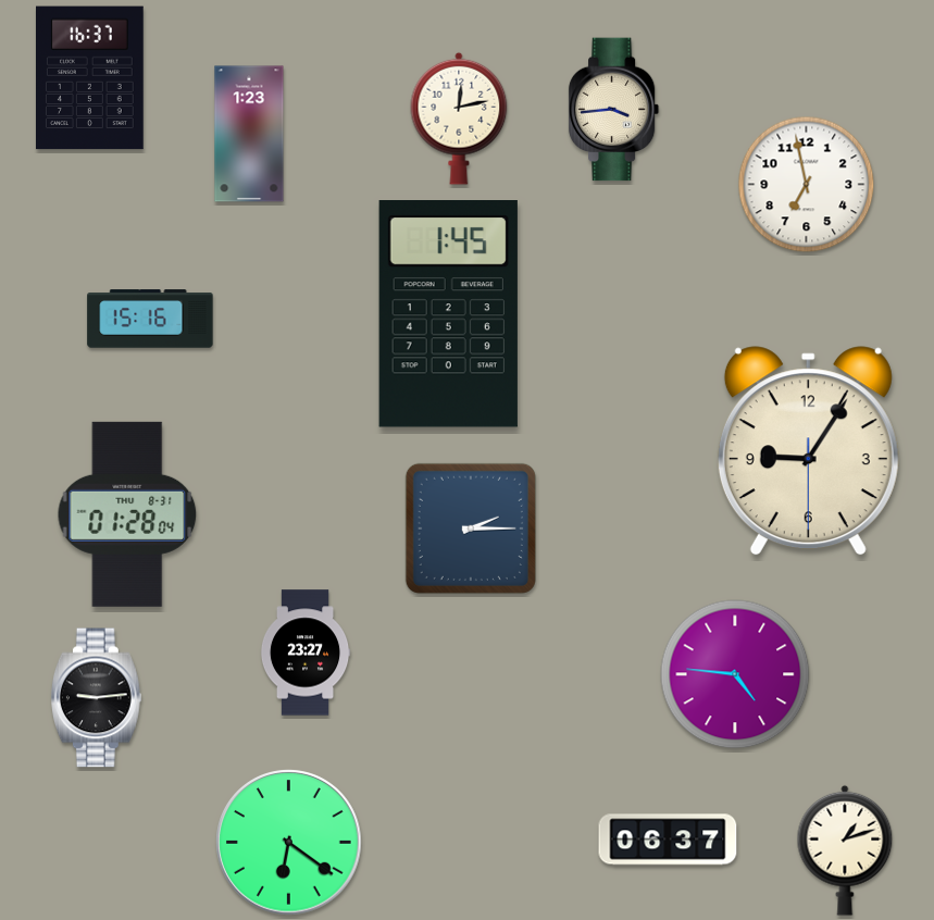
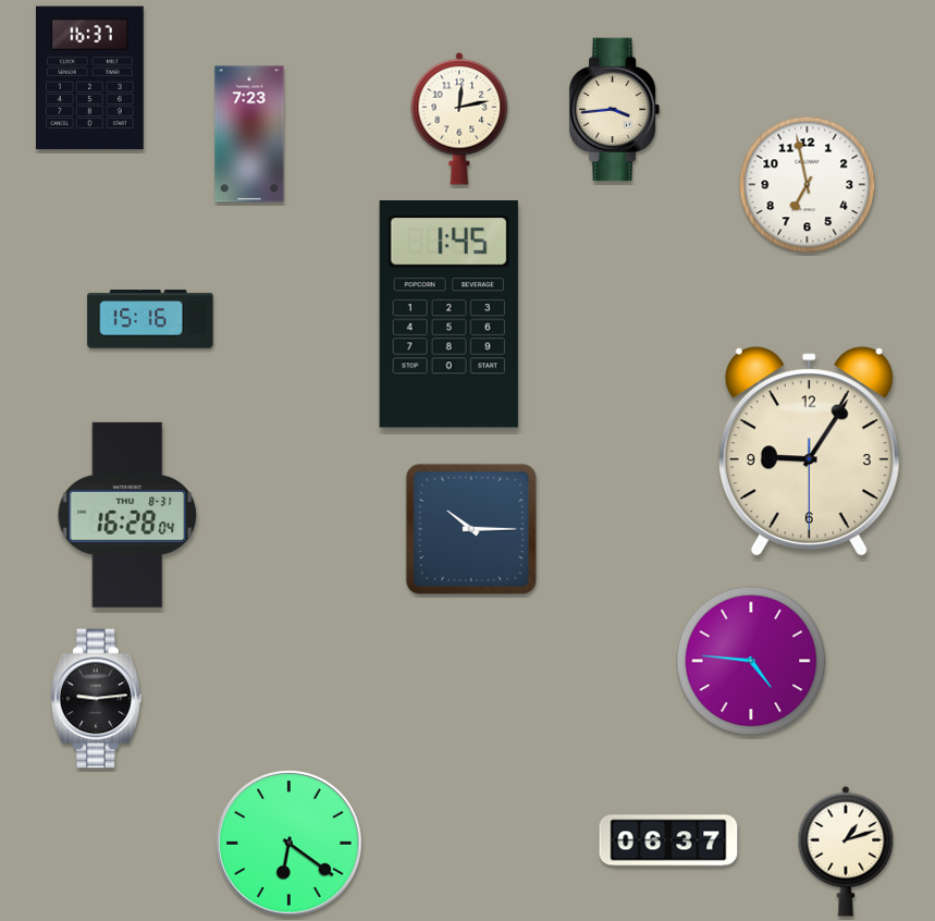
clock at (249, 134): 1:23 -> 7:23
clock at (127, 514): 01:28 -> 16:28
clock at (471, 529): 2:15 -> 10:15
clock at (306, 652): 23:27 -> none
clock at (735, 674) position: (735, 674) -> (751, 661)
